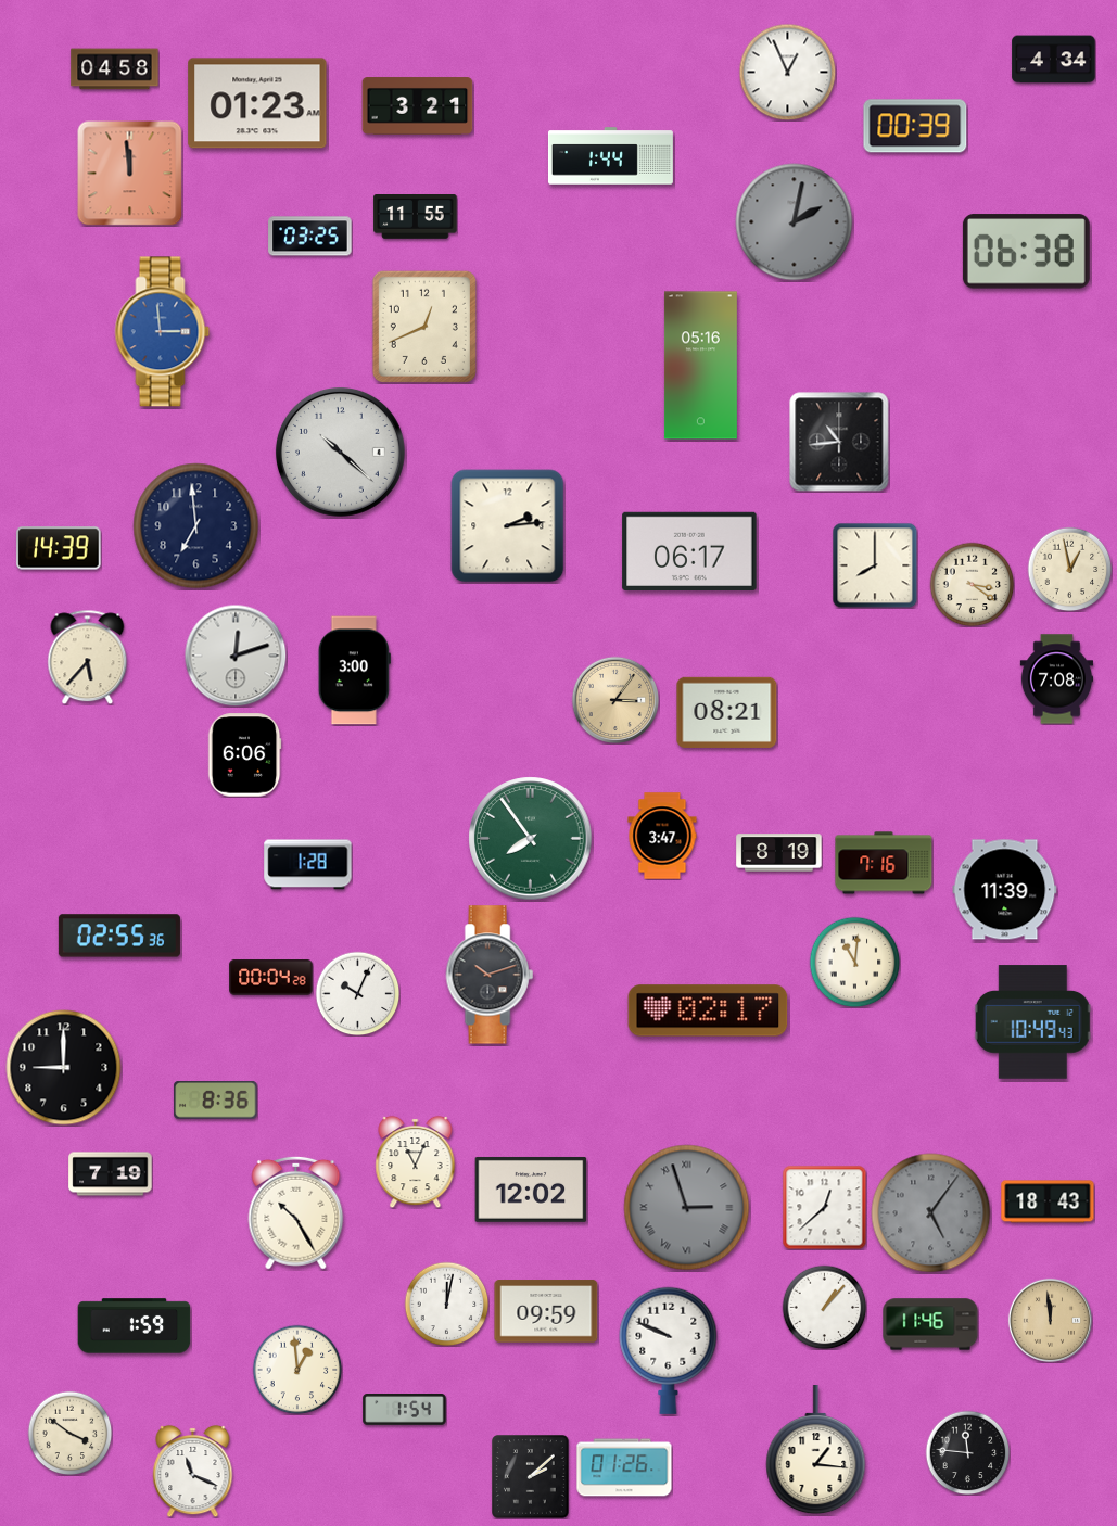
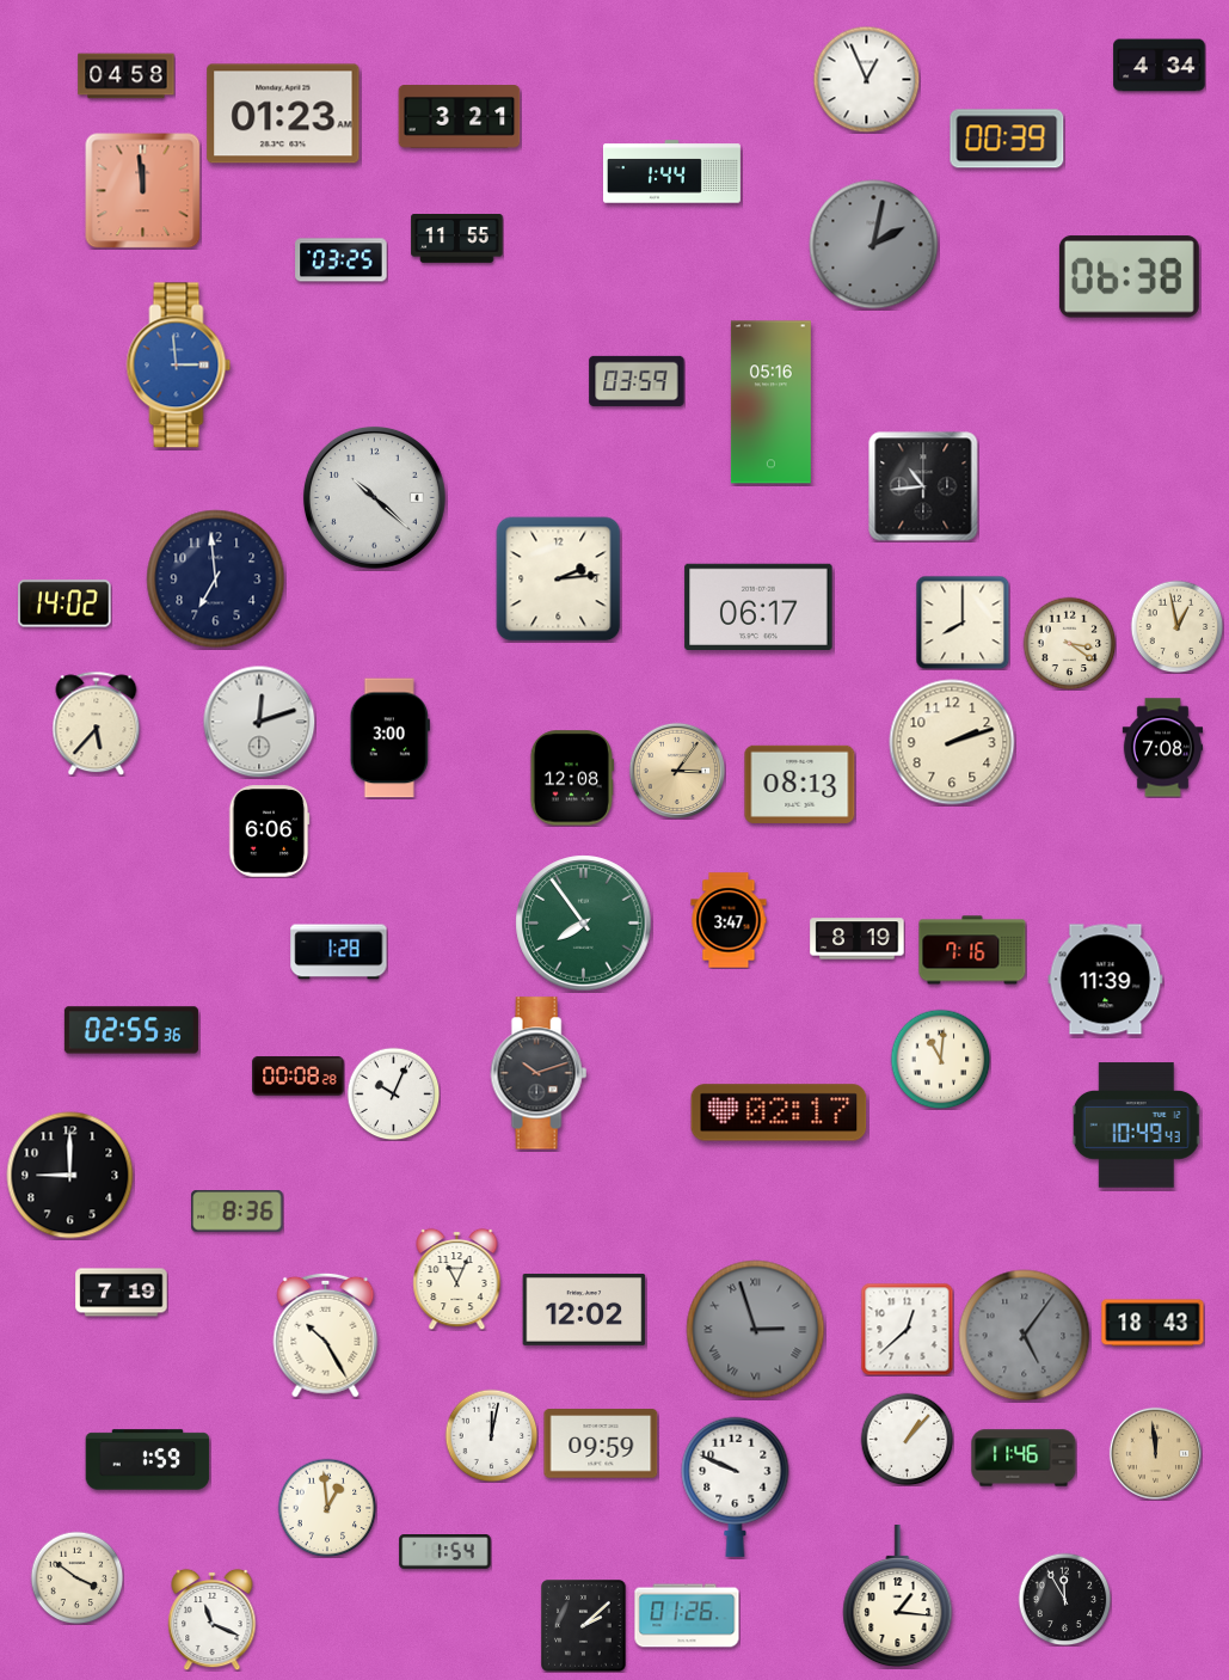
clock at (424, 327): 12:41 -> none
clock at (637, 381): none -> 03:59
clock at (59, 548): 14:39 -> 14:02
clock at (952, 742): none -> 2:12
clock at (572, 778): none -> 12:08
clock at (727, 712): 08:21 -> 08:13
clock at (271, 978): 00:04 -> 00:08
clock at (967, 1452): 11:46 -> 11:55
